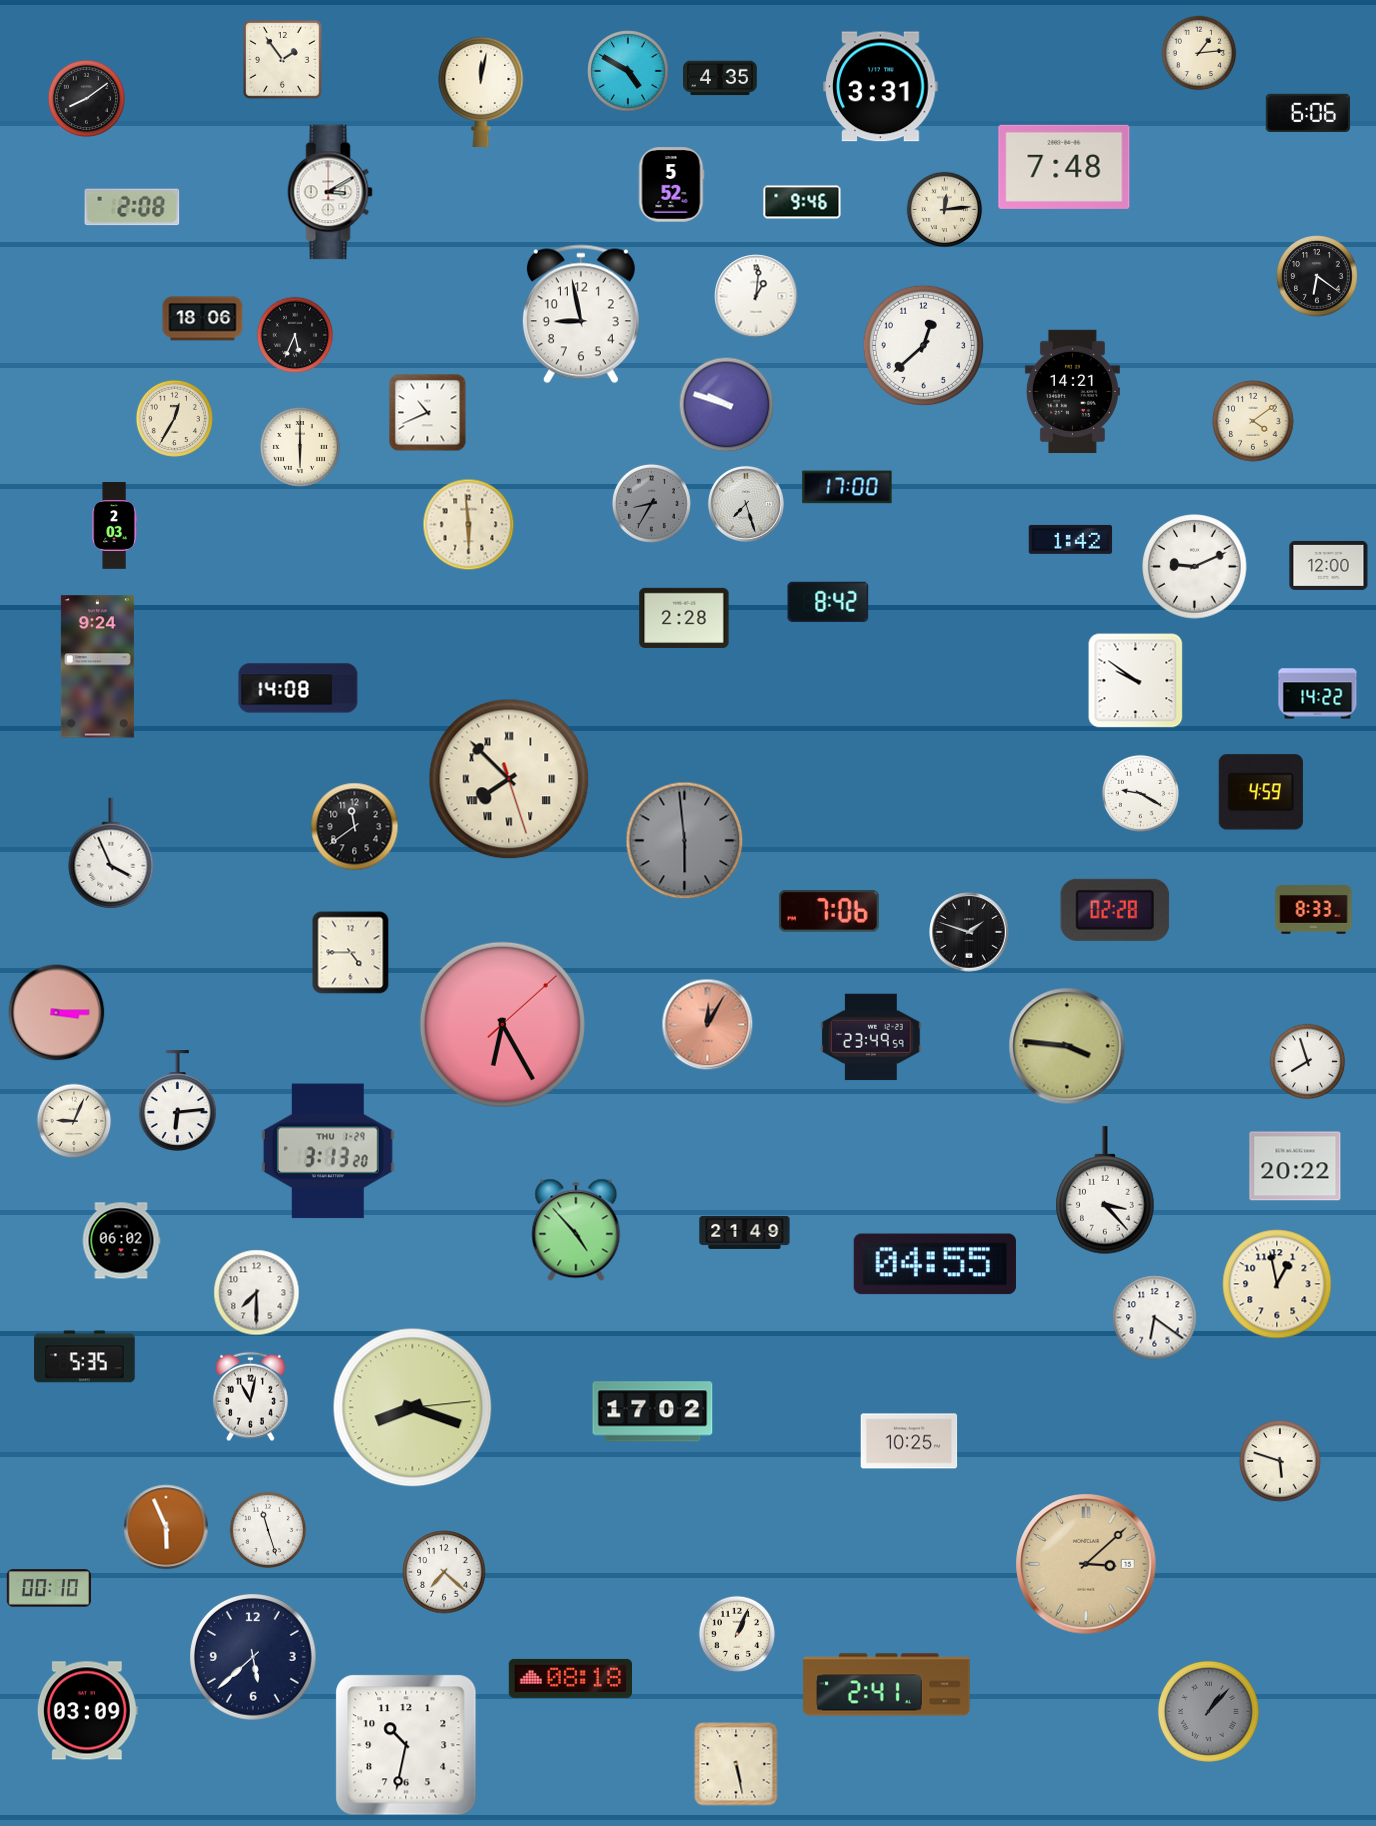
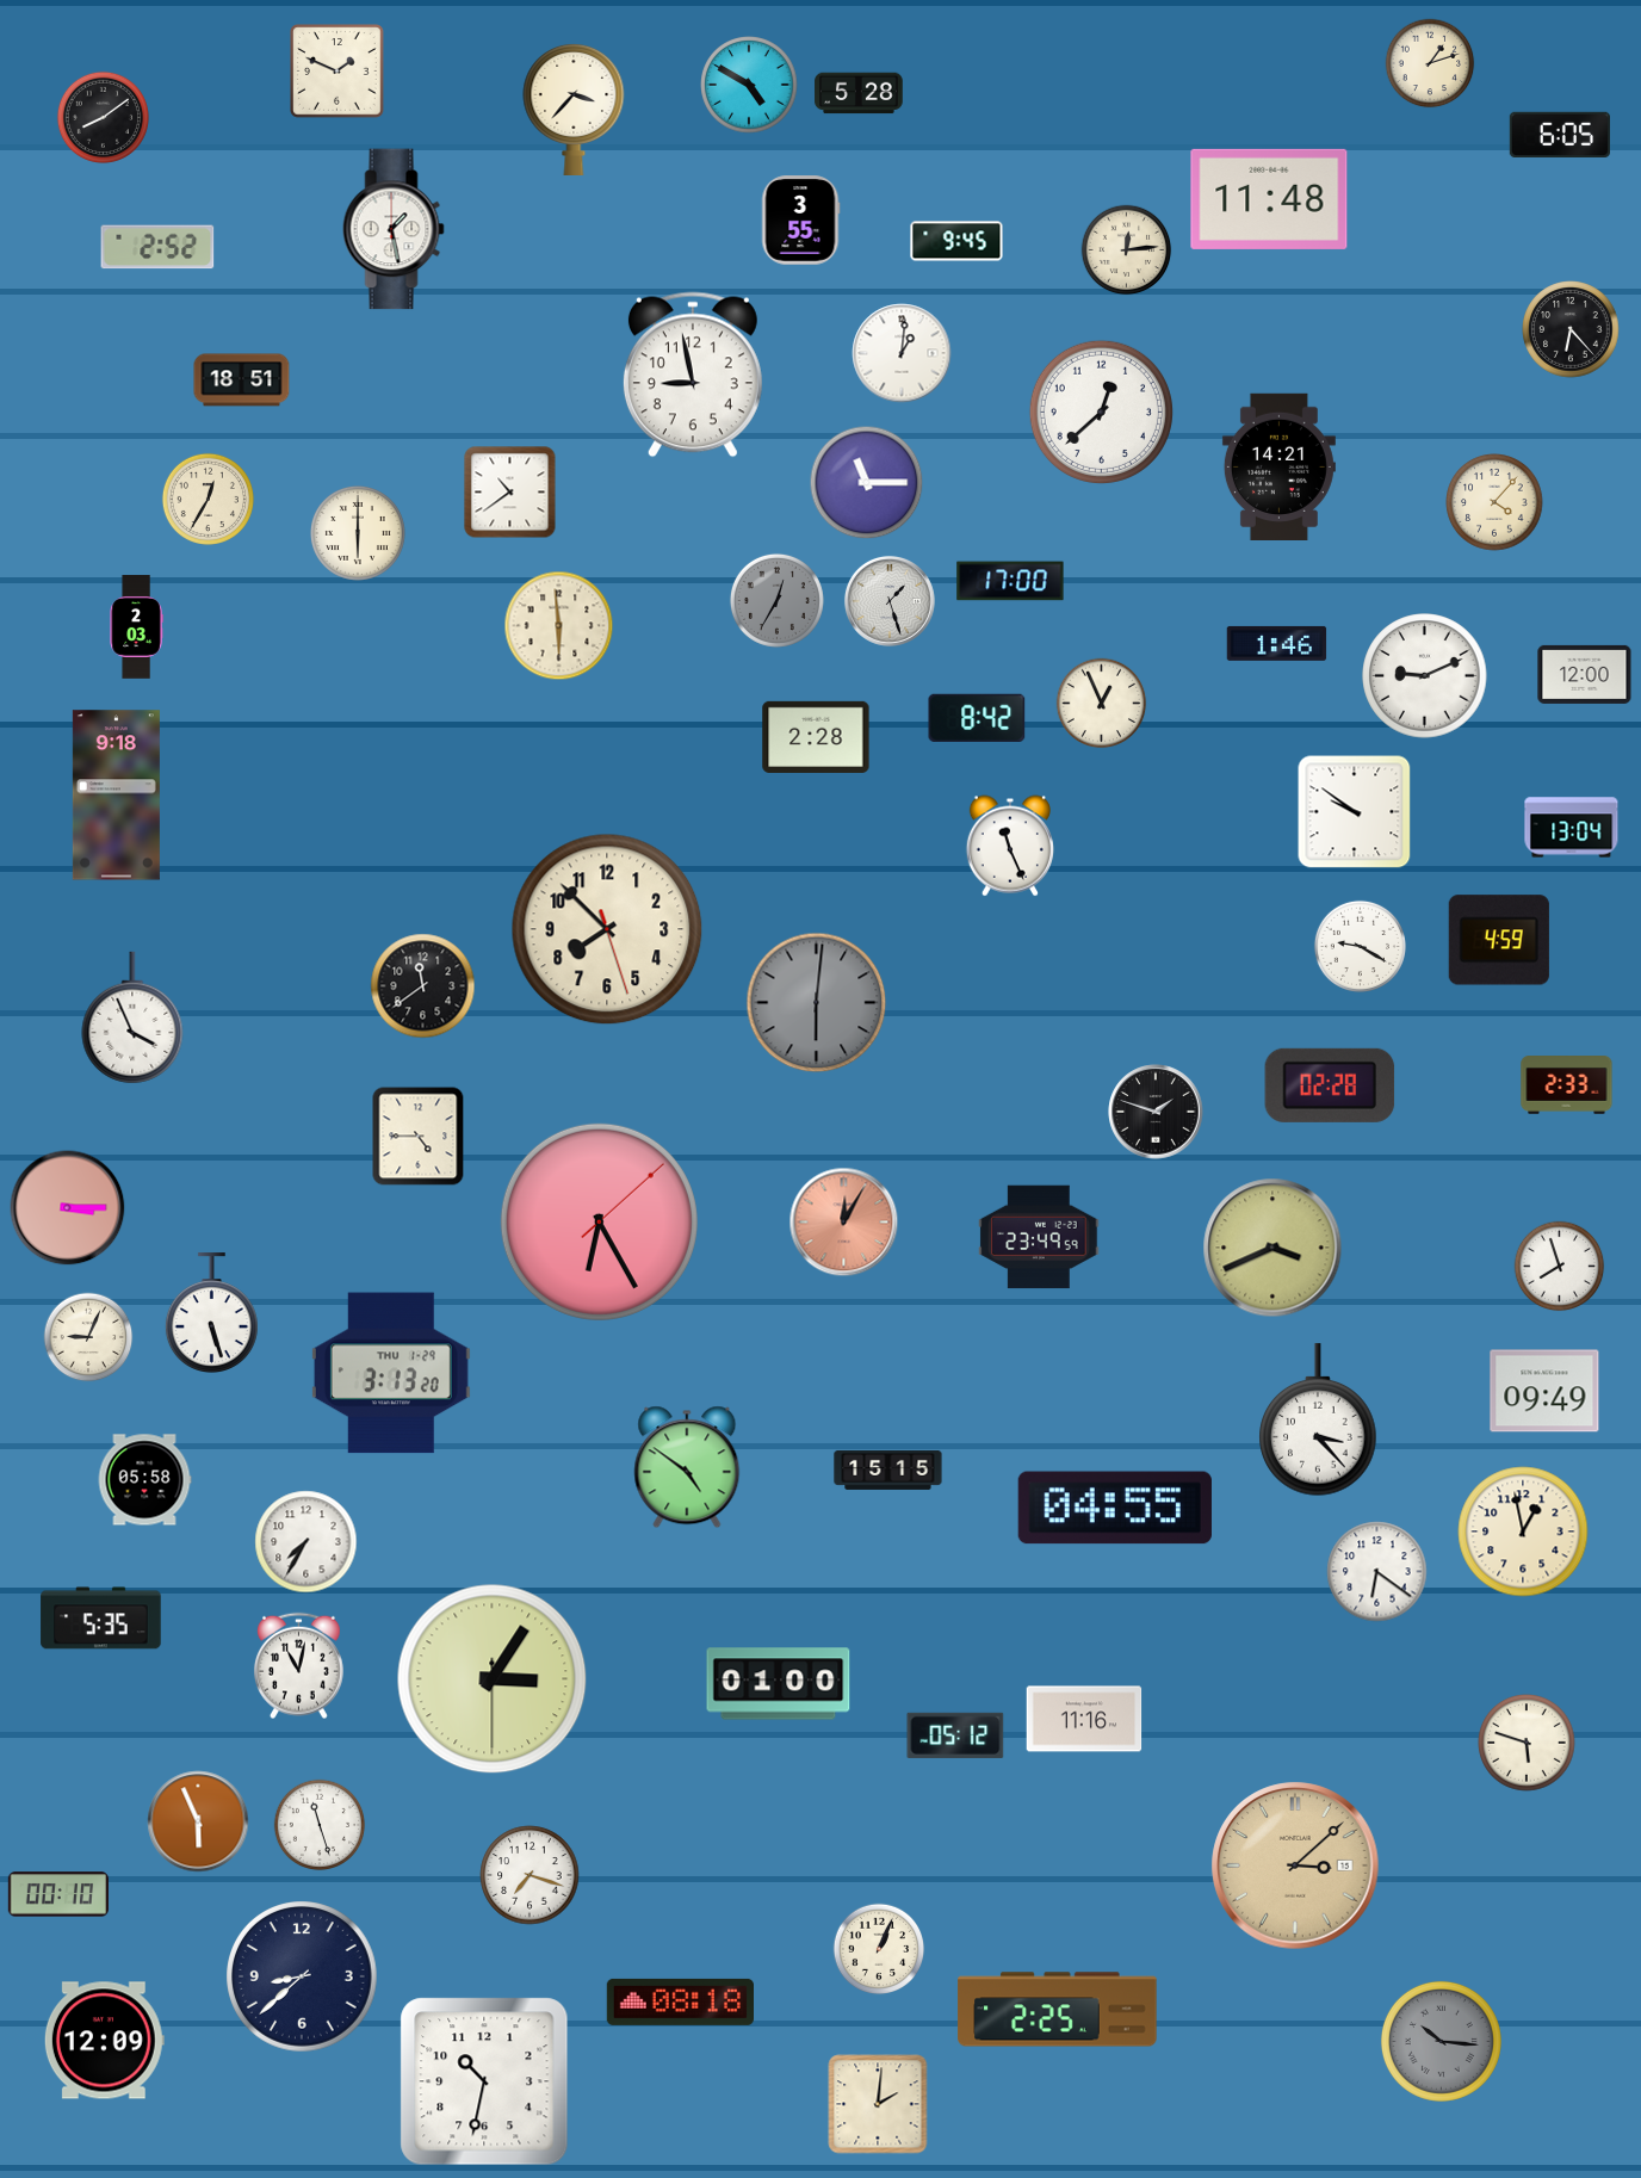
clock at (1199, 53): 1:14 -> 1:12
clock at (283, 60): 1:54 -> 1:49
clock at (720, 78): 4:35 -> 5:28
clock at (881, 87): 3:31 -> none
clock at (481, 91): 12:02 -> 3:37
clock at (1307, 112): 6:06 -> 6:05
clock at (1064, 167): 7:48 -> 11:48
clock at (671, 185): 5:52 -> 3:55
clock at (330, 192): 3:10 -> 1:28
clock at (802, 202): 9:46 -> 9:45
clock at (132, 207): 2:08 -> 2:52
clock at (1317, 276): 6:21 -> 6:23
clock at (203, 319): 18:06 -> 18:51
clock at (295, 335): 5:34 -> none
clock at (727, 405): 9:48 -> 11:15
clock at (428, 413): 10:41 -> 10:39
clock at (1253, 421): 4:09 -> 4:07
clock at (651, 503): 8:35 -> 12:35
clock at (746, 504): 7:27 -> 1:27
clock at (1071, 539): 1:42 -> 1:46
clock at (1102, 704): none -> 12:56
clock at (828, 602) position: (828, 602) -> (977, 718)
clock at (97, 667): 9:24 -> 9:18
clock at (298, 688): 14:08 -> none
clock at (1318, 694): 14:22 -> 13:04
clock at (1010, 846): none -> 11:26
clock at (509, 779) numerals: Roman -> Arabic
clock at (1261, 792) position: (1261, 792) -> (1499, 940)
clock at (685, 841): 5:59 -> 6:01
clock at (1314, 910): 8:33 -> 2:33
clock at (829, 911): 7:06 -> none
clock at (1067, 1046): 3:46 -> 3:41
clock at (177, 1100): 6:14 -> 5:27
clock at (1295, 1166): 20:22 -> 09:49
clock at (576, 1230): 4:53 -> 4:51
clock at (745, 1232): 21:49 -> 15:15
clock at (121, 1241): 06:02 -> 05:58
clock at (257, 1293): 7:30 -> 7:35
clock at (413, 1408): 8:18 -> 3:05
clock at (653, 1412): 17:02 -> 01:00
clock at (909, 1441): 10:25 -> 11:16
clock at (955, 1735): none -> 05:12
clock at (444, 1572): 7:22 -> 7:18
clock at (253, 1657): 5:38 -> 8:38
clock at (887, 1685): 2:41 -> 2:25
clock at (87, 1711): 03:09 -> 12:09
clock at (1208, 1711): 1:07 -> 10:16
clock at (736, 1764): 5:28 -> 2:01
